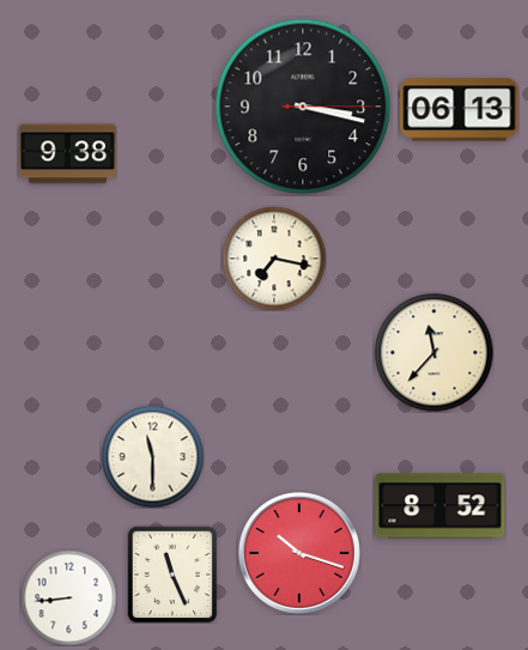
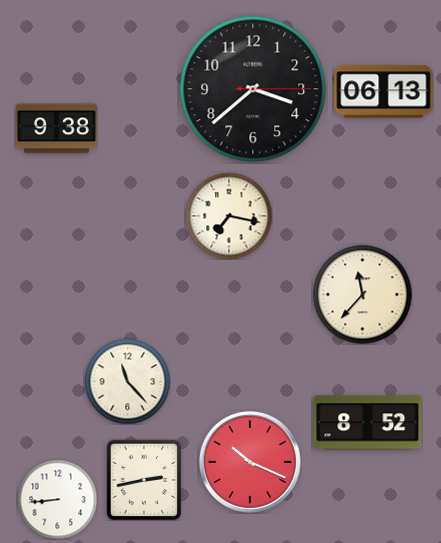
clock at (303, 107): 3:17 -> 3:38
clock at (152, 456): 11:30 -> 11:23
clock at (299, 553): 10:18 -> 10:19
clock at (172, 575): 11:26 -> 2:43
